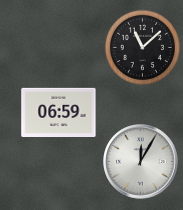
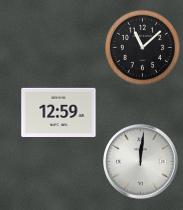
clock at (59, 112): 06:59 -> 12:59
clock at (141, 162): 12:05 -> 12:01
